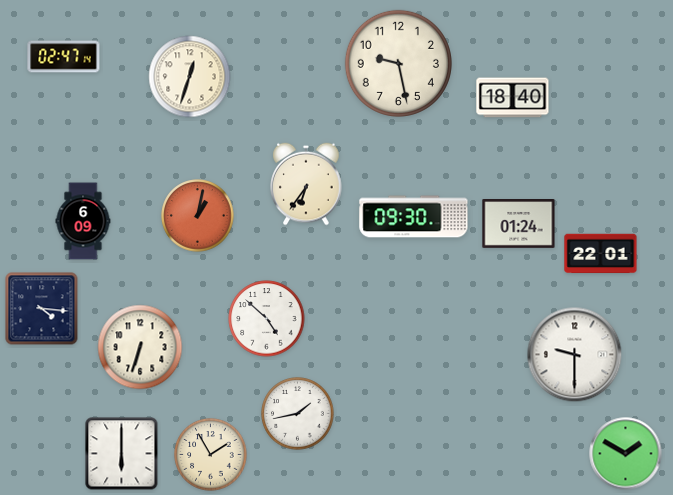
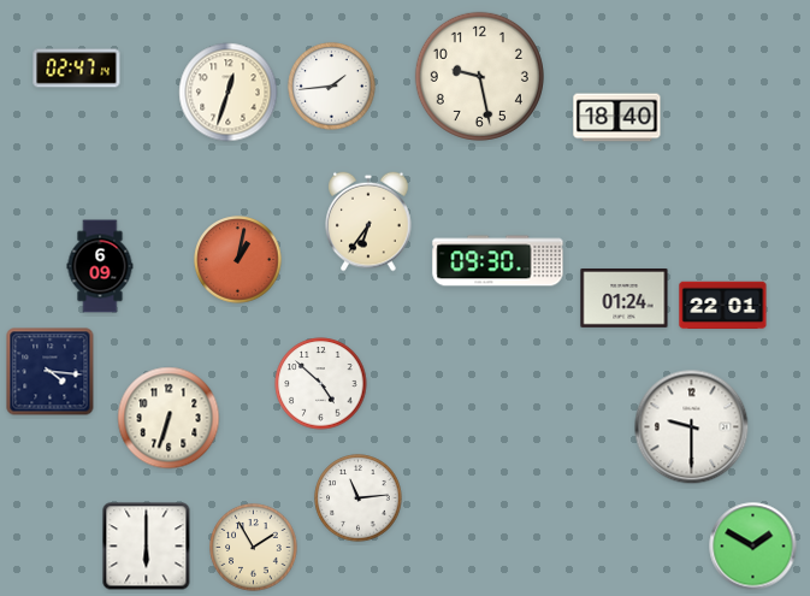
clock at (332, 87): none -> 1:44
clock at (519, 224) position: (519, 224) -> (625, 299)
clock at (298, 414): 1:43 -> 11:14
